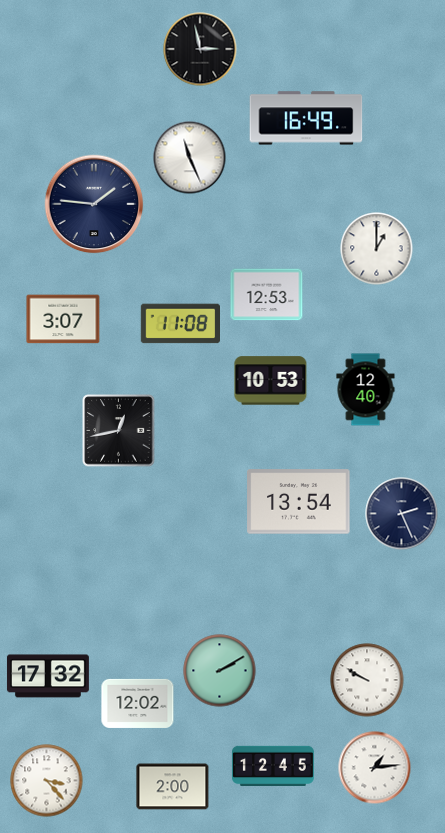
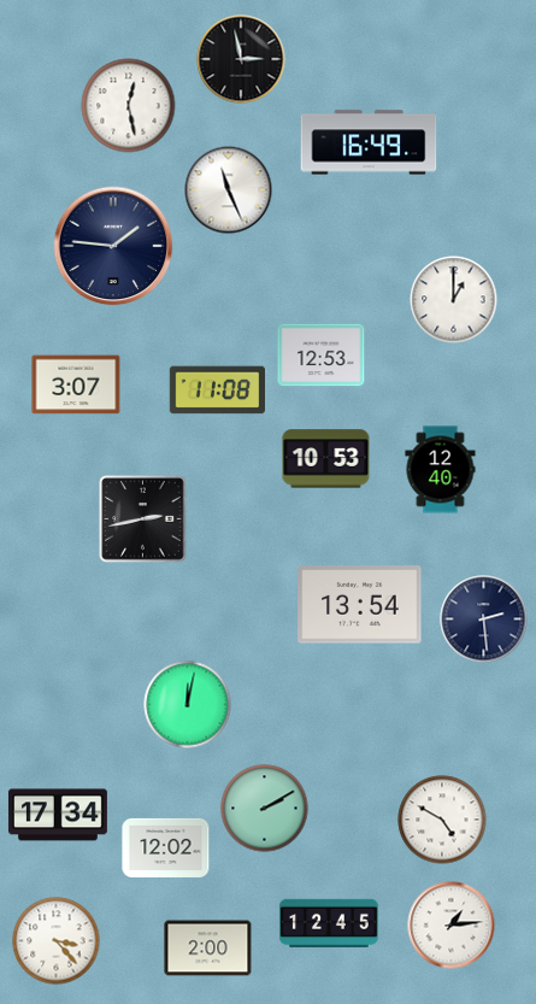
clock at (129, 106): none -> 12:28
clock at (119, 431): 12:43 -> 2:43
clock at (402, 514): 2:26 -> 2:29
clock at (188, 705): none -> 12:02
clock at (48, 676): 17:32 -> 17:34
clock at (367, 680): 9:50 -> 4:50
